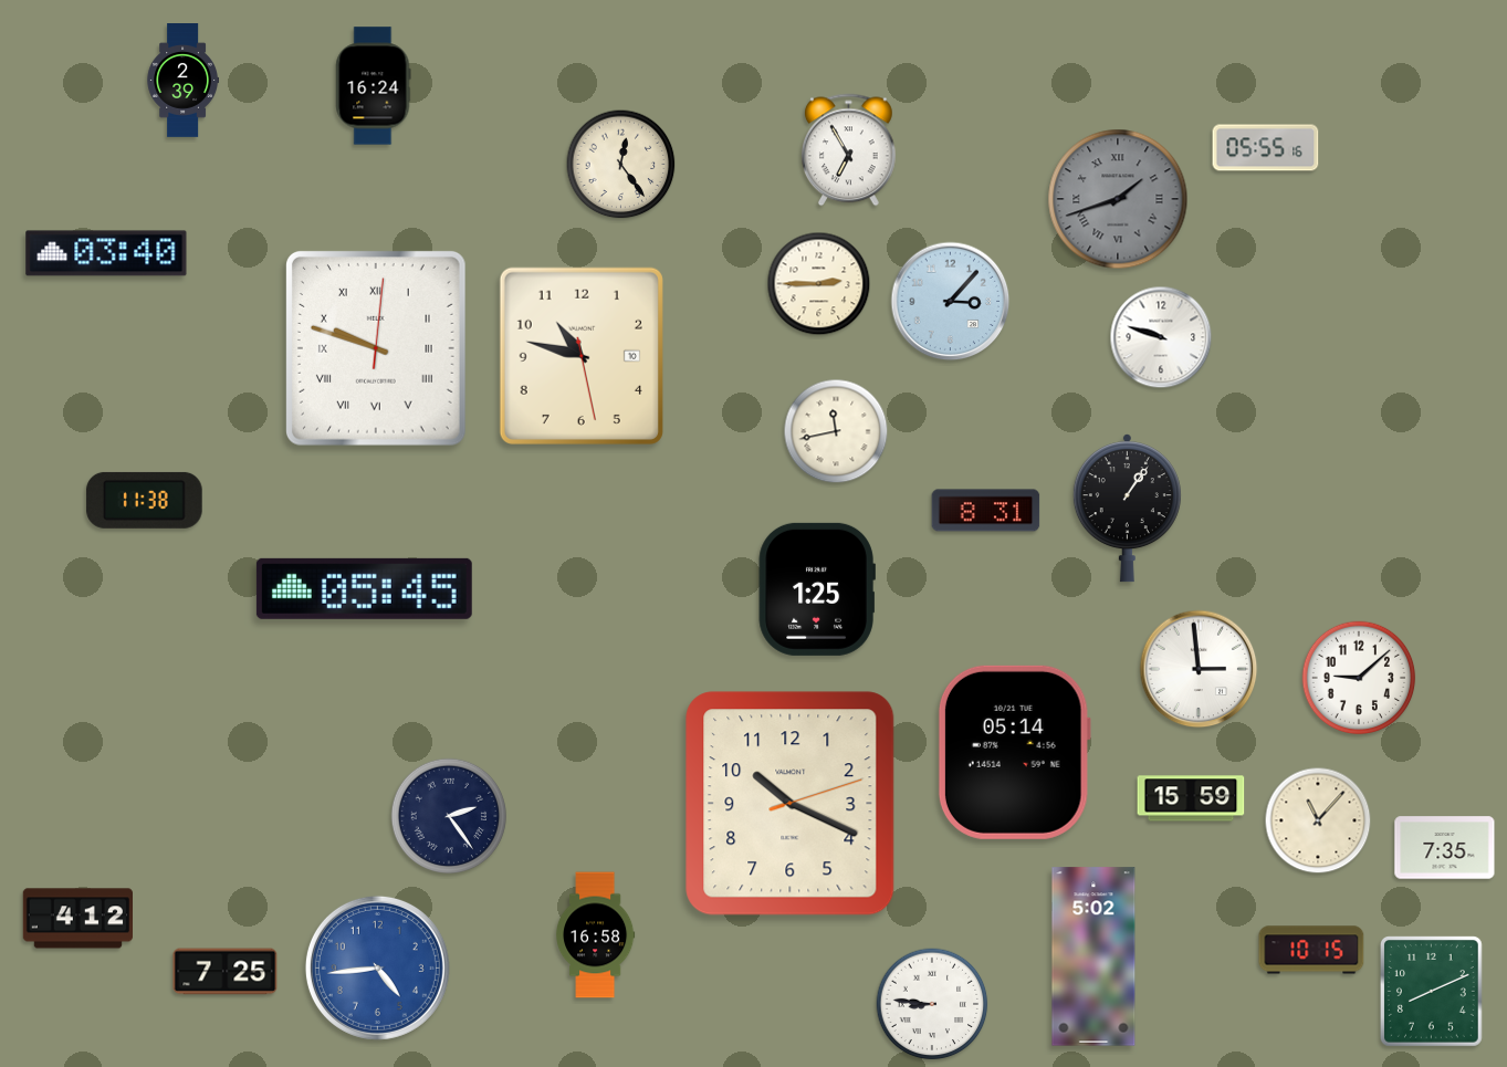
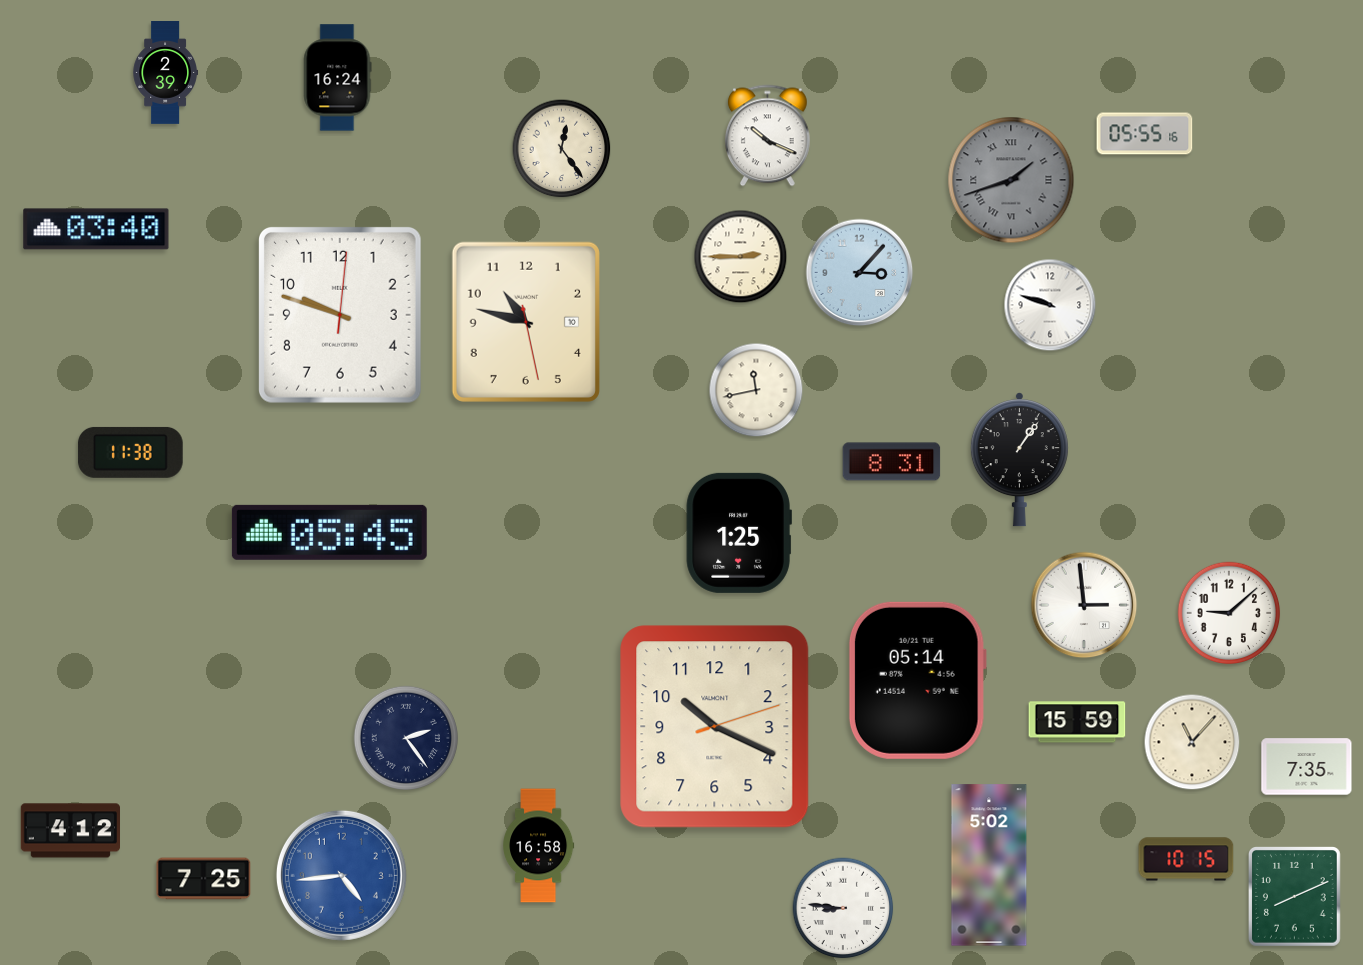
clock at (848, 150): 6:55 -> 10:19
clock at (376, 348) numerals: Roman -> Arabic
